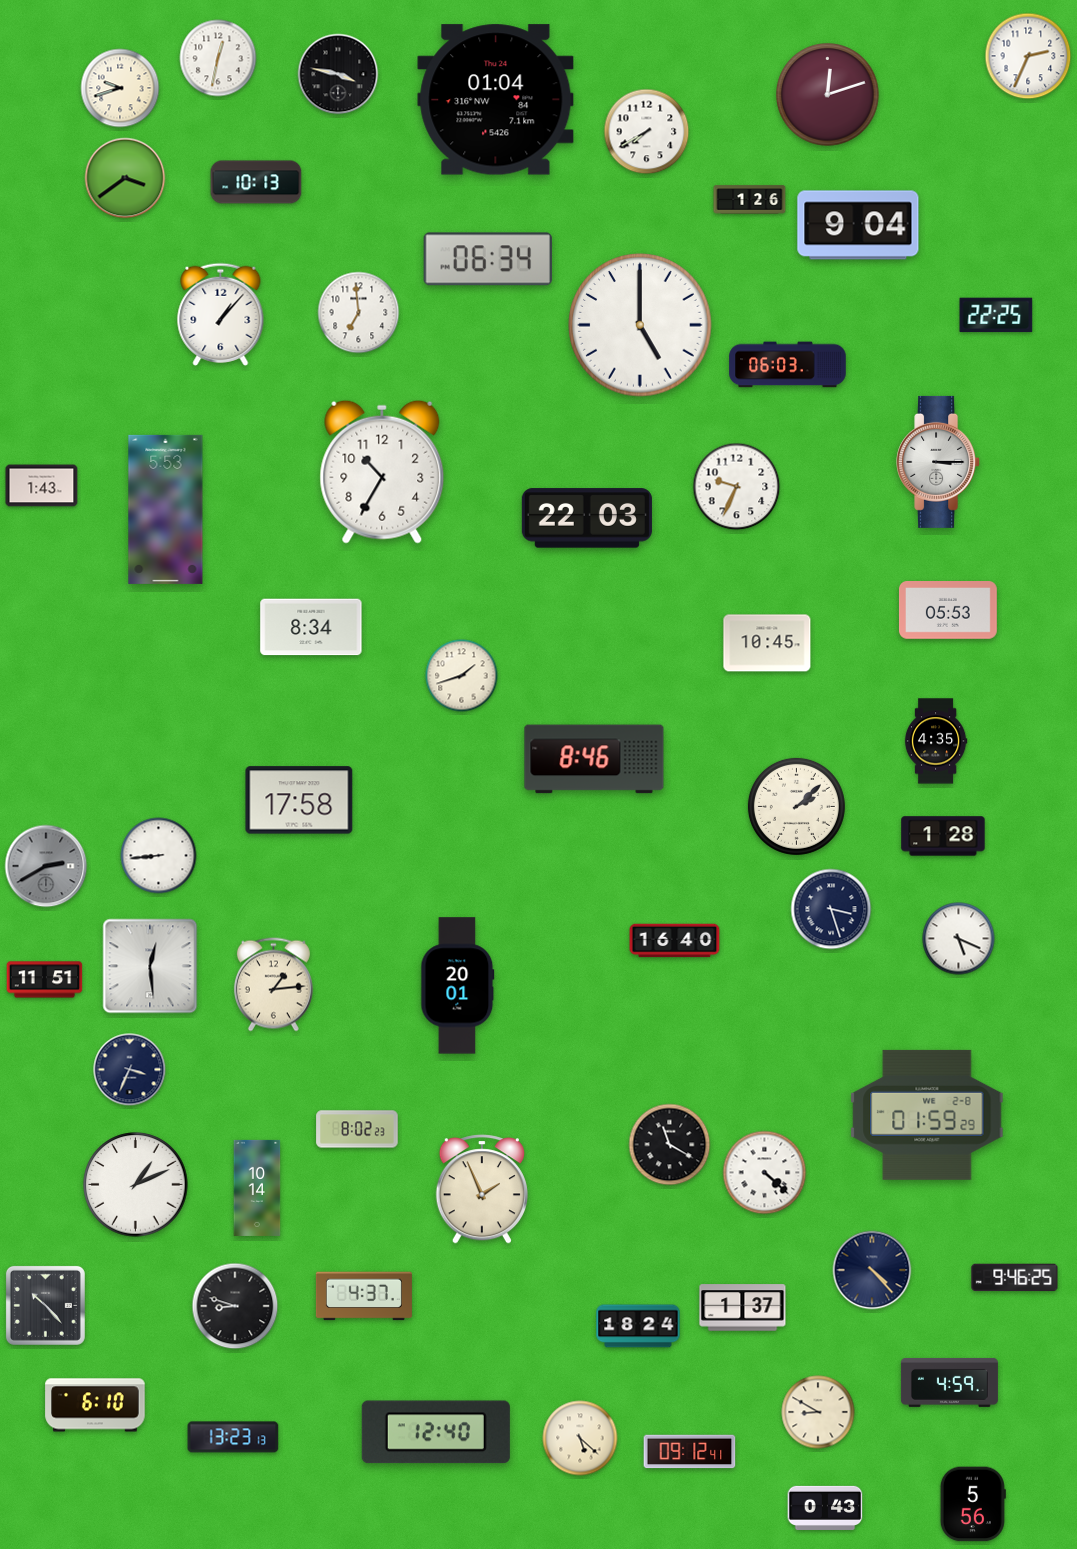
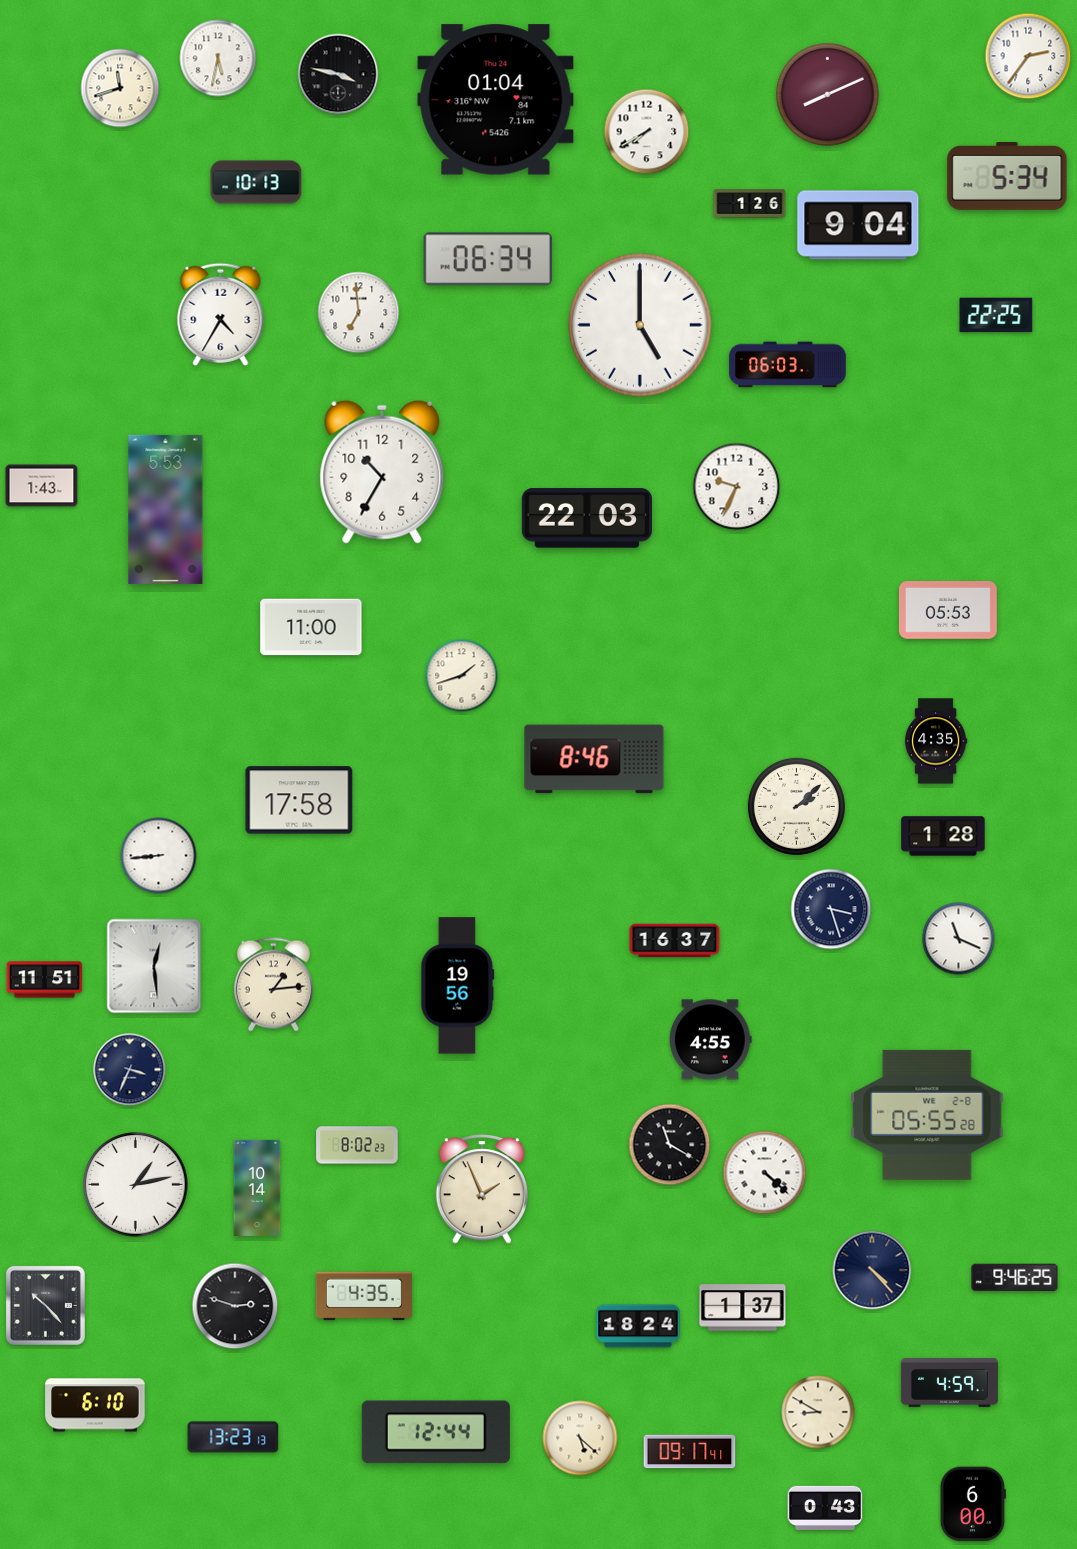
clock at (1028, 56): 2:34 -> 2:36
clock at (218, 58): 12:32 -> 5:32
clock at (120, 88): 9:42 -> 11:42
clock at (828, 95): 12:12 -> 8:11
clock at (1007, 176): none -> 5:34
clock at (125, 178): 3:39 -> none
clock at (750, 200) position: (750, 200) -> (750, 204)
clock at (221, 314): 1:07 -> 4:35
clock at (939, 462): 3:15 -> none
clock at (311, 627): 8:34 -> 11:00
clock at (767, 643): 10:45 -> none
clock at (46, 866): 2:40 -> none
clock at (959, 939): 5:19 -> 11:19
clock at (675, 941): 16:40 -> 16:37
clock at (150, 966) position: (150, 966) -> (154, 966)
clock at (458, 986): 20:01 -> 19:56
clock at (710, 1040): none -> 4:55
clock at (927, 1115): 01:59 -> 05:55
clock at (357, 1129) position: (357, 1129) -> (357, 1145)
clock at (136, 1185): 1:11 -> 1:13
clock at (364, 1296): 4:37 -> 4:35
clock at (235, 1306): 8:48 -> 2:48
clock at (436, 1432): 12:40 -> 12:44
clock at (690, 1452): 09:12 -> 09:17
clock at (973, 1504): 5:56 -> 6:00
